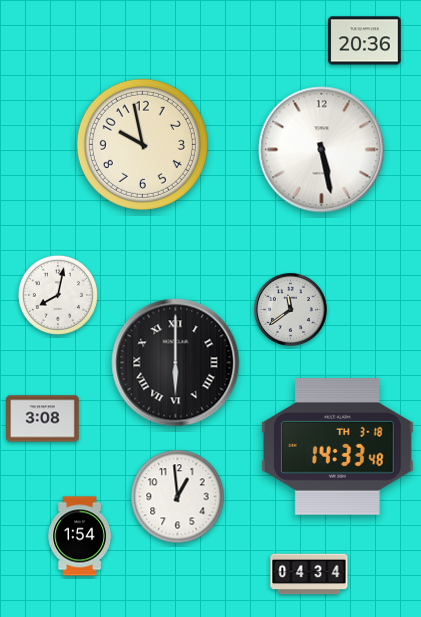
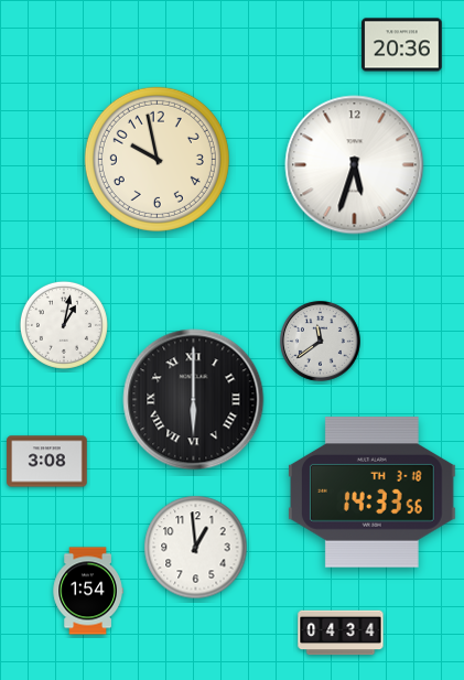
clock at (322, 150): 5:28 -> 5:33
clock at (58, 295): 8:02 -> 1:02
clock at (337, 447): 14:33:48 -> 14:33:56
